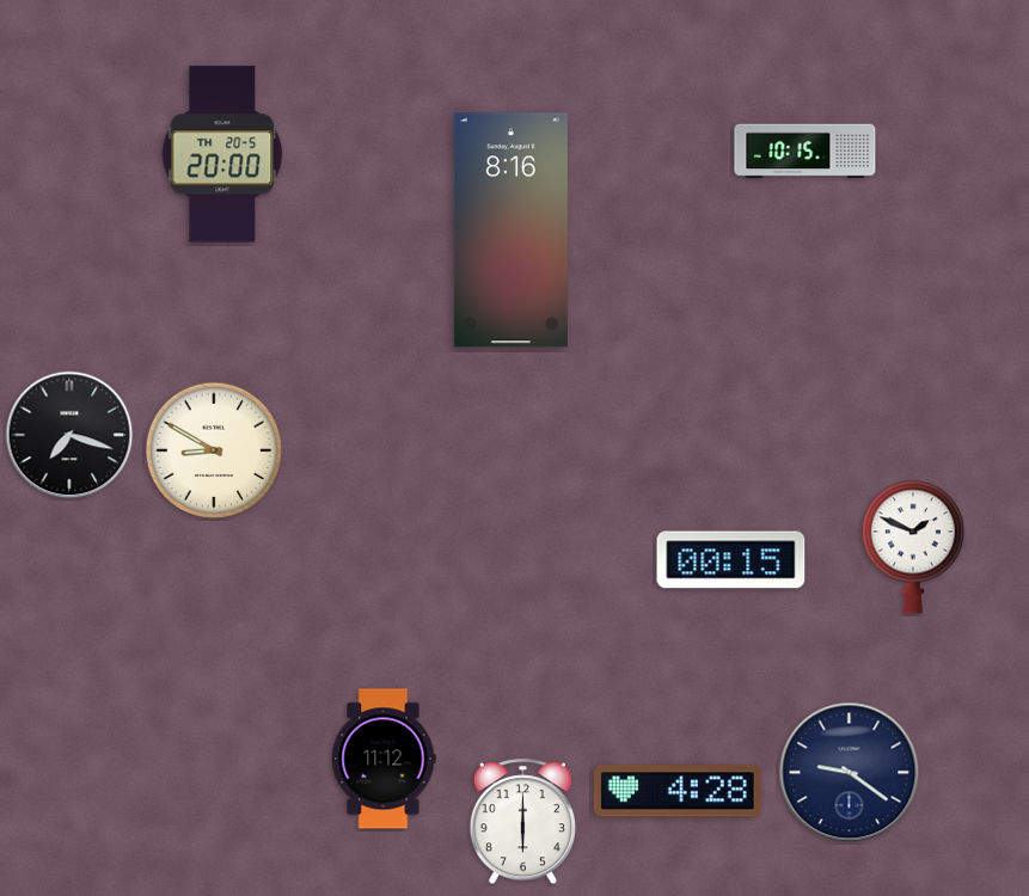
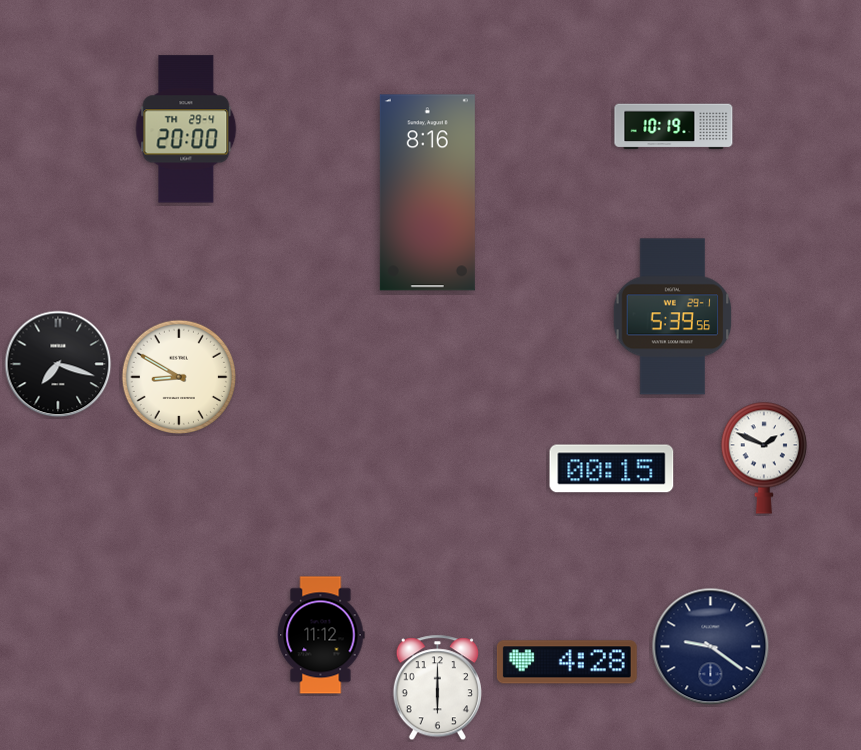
clock at (806, 152): 10:15 -> 10:19
clock at (222, 154) date: TH 20-5 -> TH 29-4
clock at (673, 317): none -> 5:39
